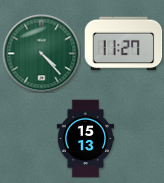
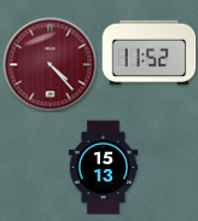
clock at (123, 44): 11:27 -> 11:52
clock at (41, 53) dial: green -> burgundy
